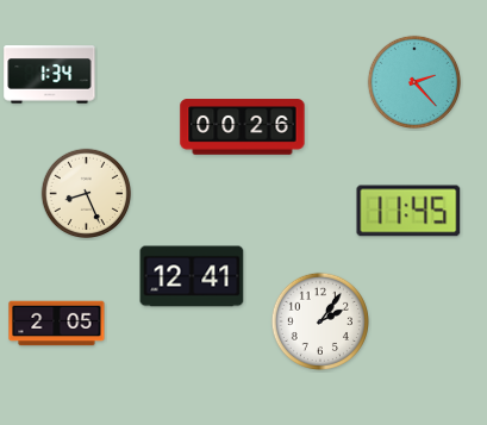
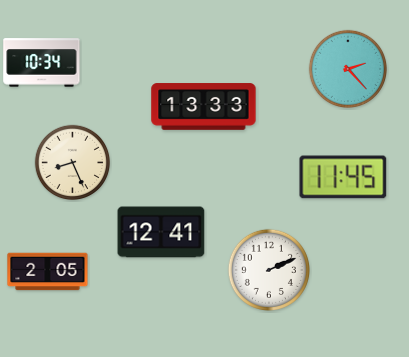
clock at (50, 75): 1:34 -> 10:34
clock at (243, 127): 00:26 -> 13:33
clock at (320, 321): 2:06 -> 2:11
